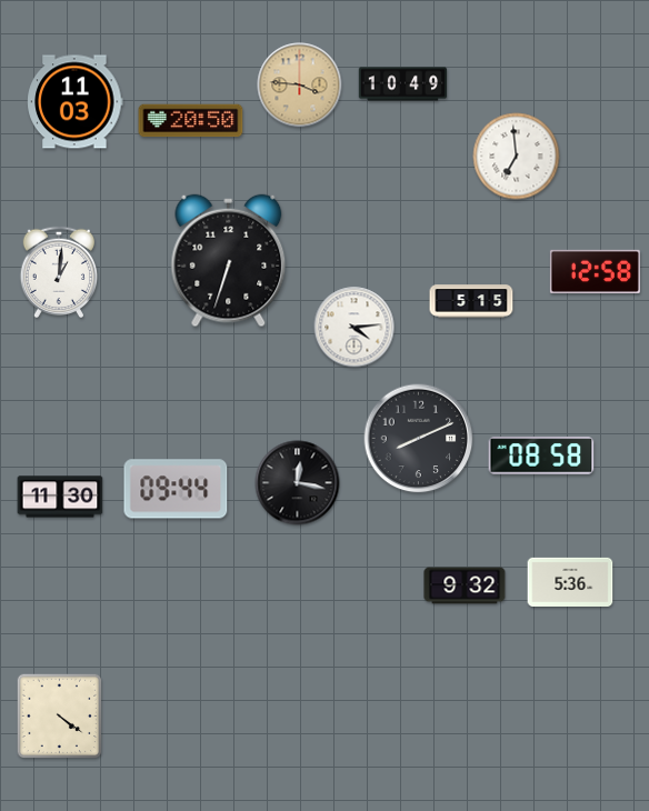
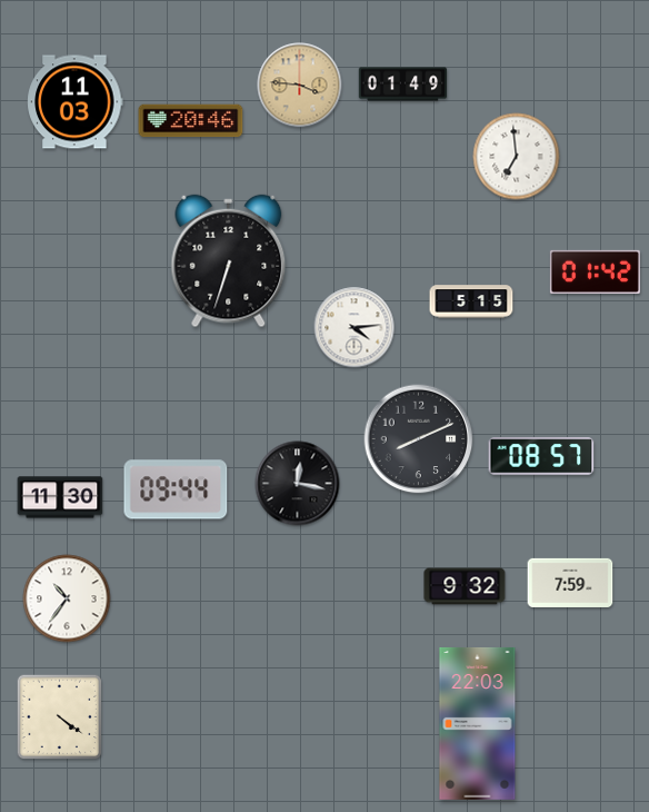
clock at (403, 84): 10:49 -> 01:49
clock at (191, 121): 20:50 -> 20:46
clock at (59, 271): 1:01 -> none
clock at (595, 271): 12:58 -> 01:42
clock at (541, 455): 08:58 -> 08:57
clock at (570, 582): 5:36 -> 7:59
clock at (67, 598): none -> 10:36
clock at (478, 723): none -> 22:03
